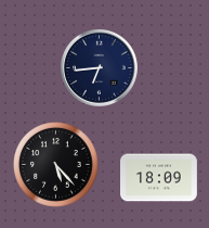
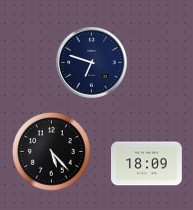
clock at (100, 68): 6:44 -> 6:48
